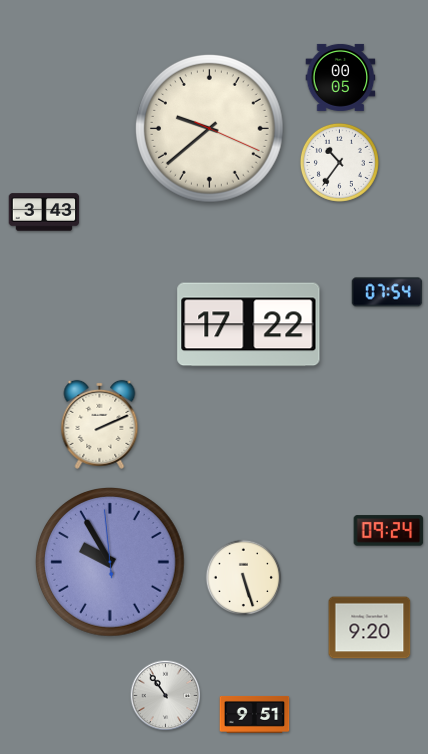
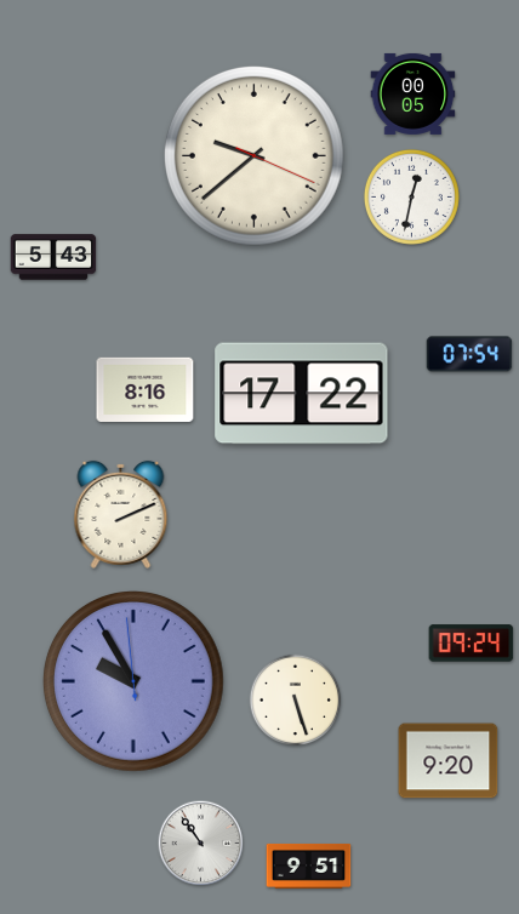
clock at (339, 162): 10:36 -> 12:32
clock at (44, 212): 3:43 -> 5:43
clock at (146, 389): none -> 8:16
